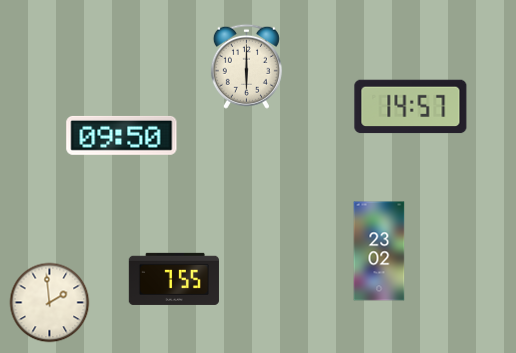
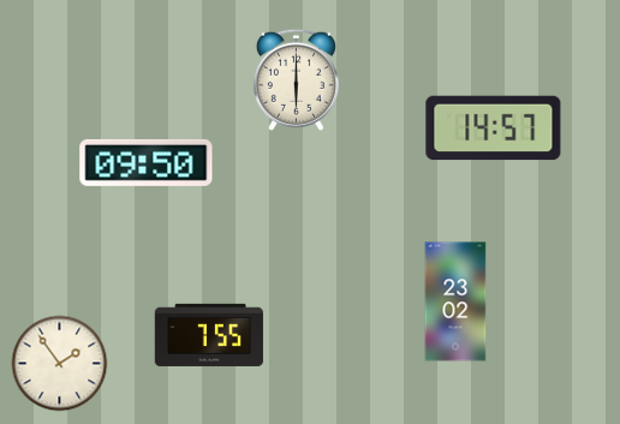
clock at (50, 303): 1:59 -> 1:54
